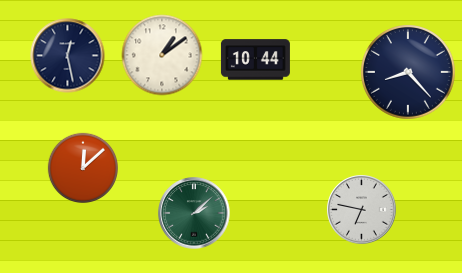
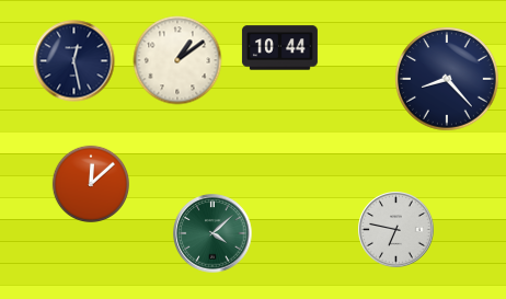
clock at (255, 60) position: (255, 60) -> (279, 48)
clock at (194, 213): 2:08 -> 4:08
